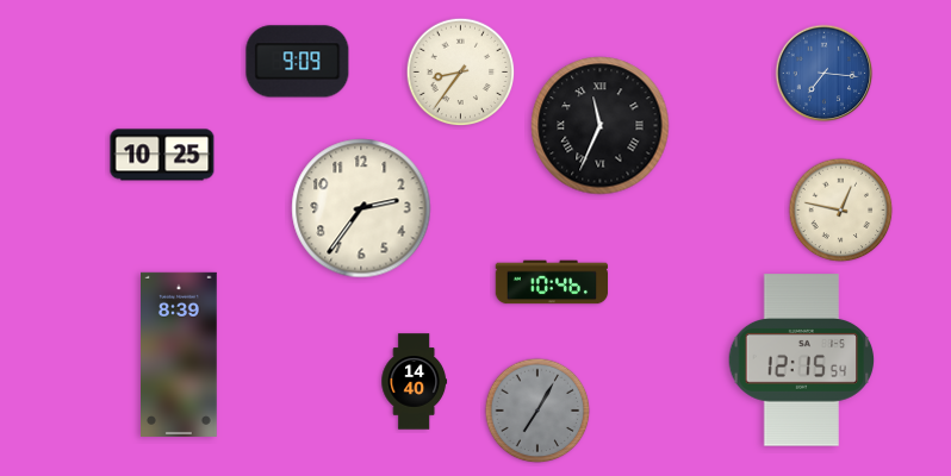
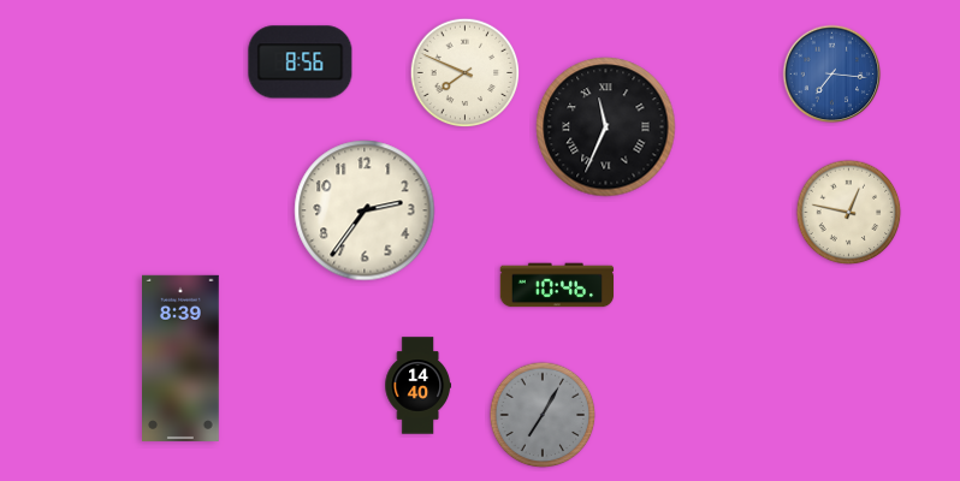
clock at (298, 62): 9:09 -> 8:56
clock at (461, 73): 8:36 -> 7:49
clock at (162, 155): 10:25 -> none
clock at (802, 361): 12:15 -> none
